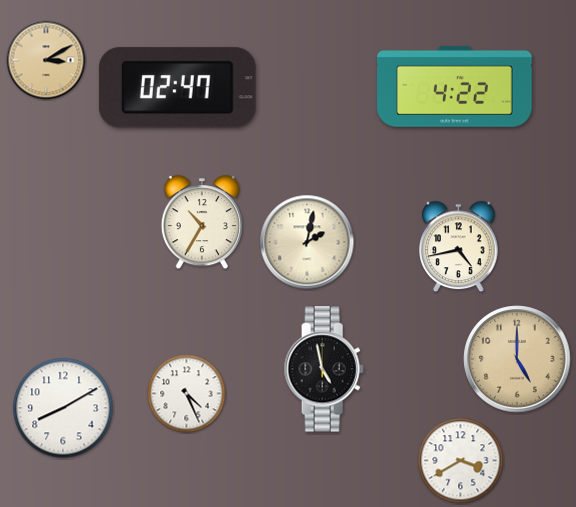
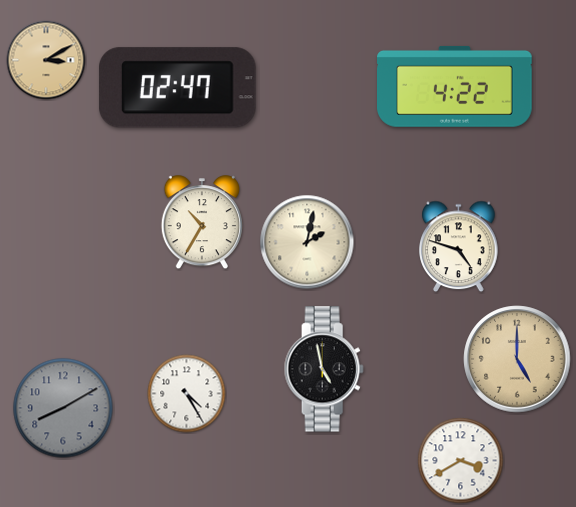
clock at (459, 247): 4:43 -> 4:48
clock at (187, 394): 4:26 -> 4:25
clock at (63, 408) dial: white -> grey
